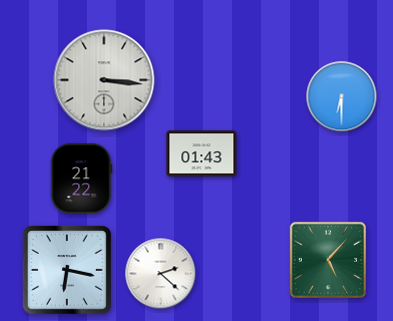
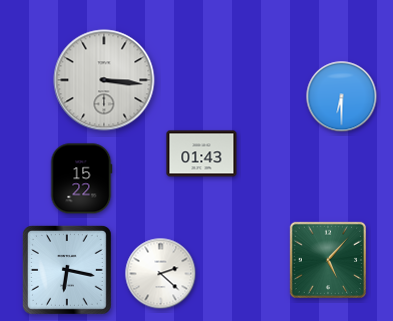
clock at (81, 179): 21:22 -> 15:22
